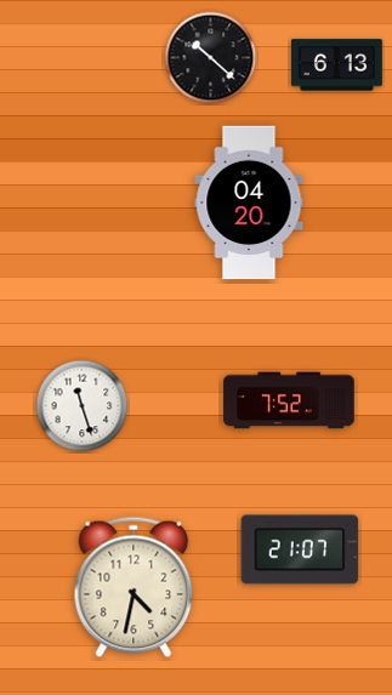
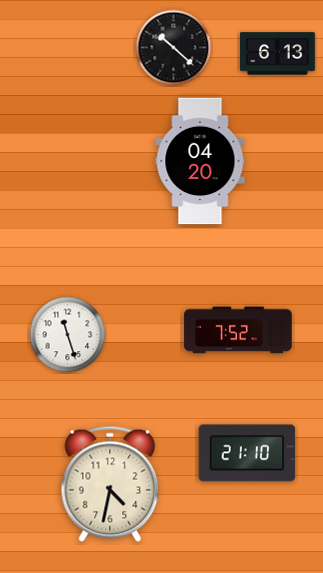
clock at (249, 203) position: (249, 203) -> (200, 161)
clock at (300, 549): 21:07 -> 21:10
